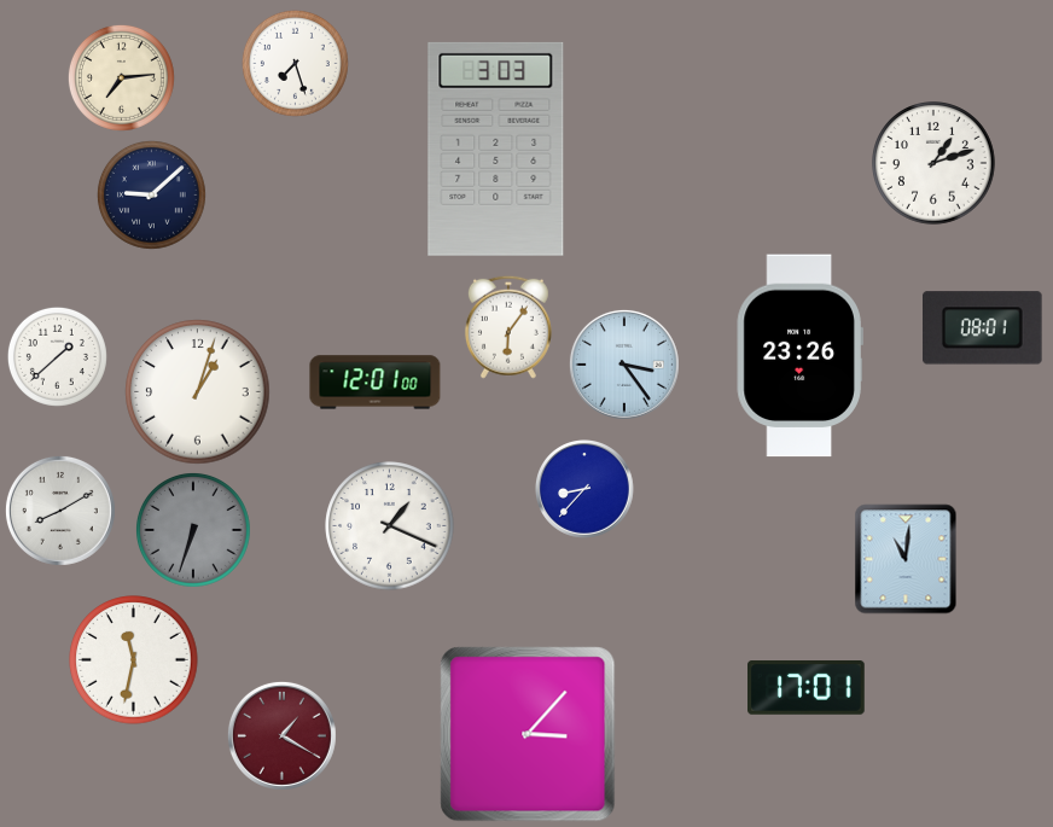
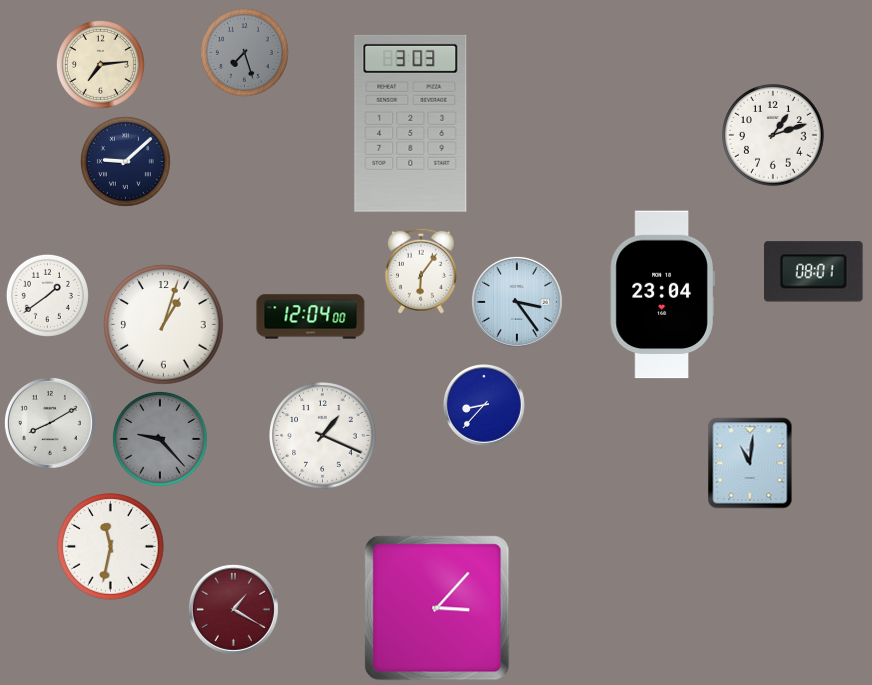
clock at (295, 63) dial: white -> grey
clock at (57, 356): 1:38 -> 1:39
clock at (799, 356): 23:26 -> 23:04
clock at (376, 383): 12:01 -> 12:04
clock at (194, 531): 6:33 -> 9:23
clock at (807, 688): 17:01 -> none
